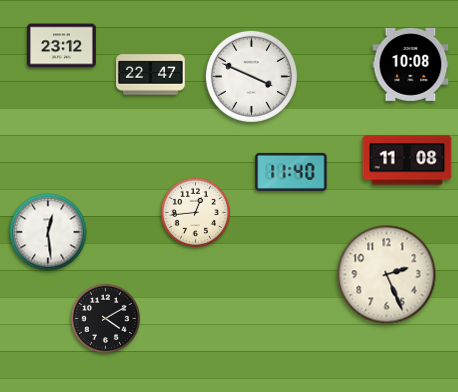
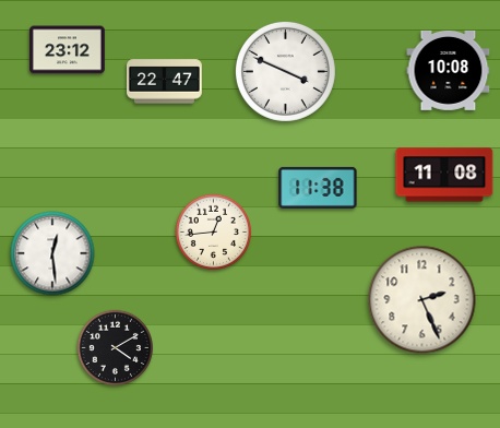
clock at (251, 76) position: (251, 76) -> (285, 71)
clock at (291, 172): 11:40 -> 11:38
